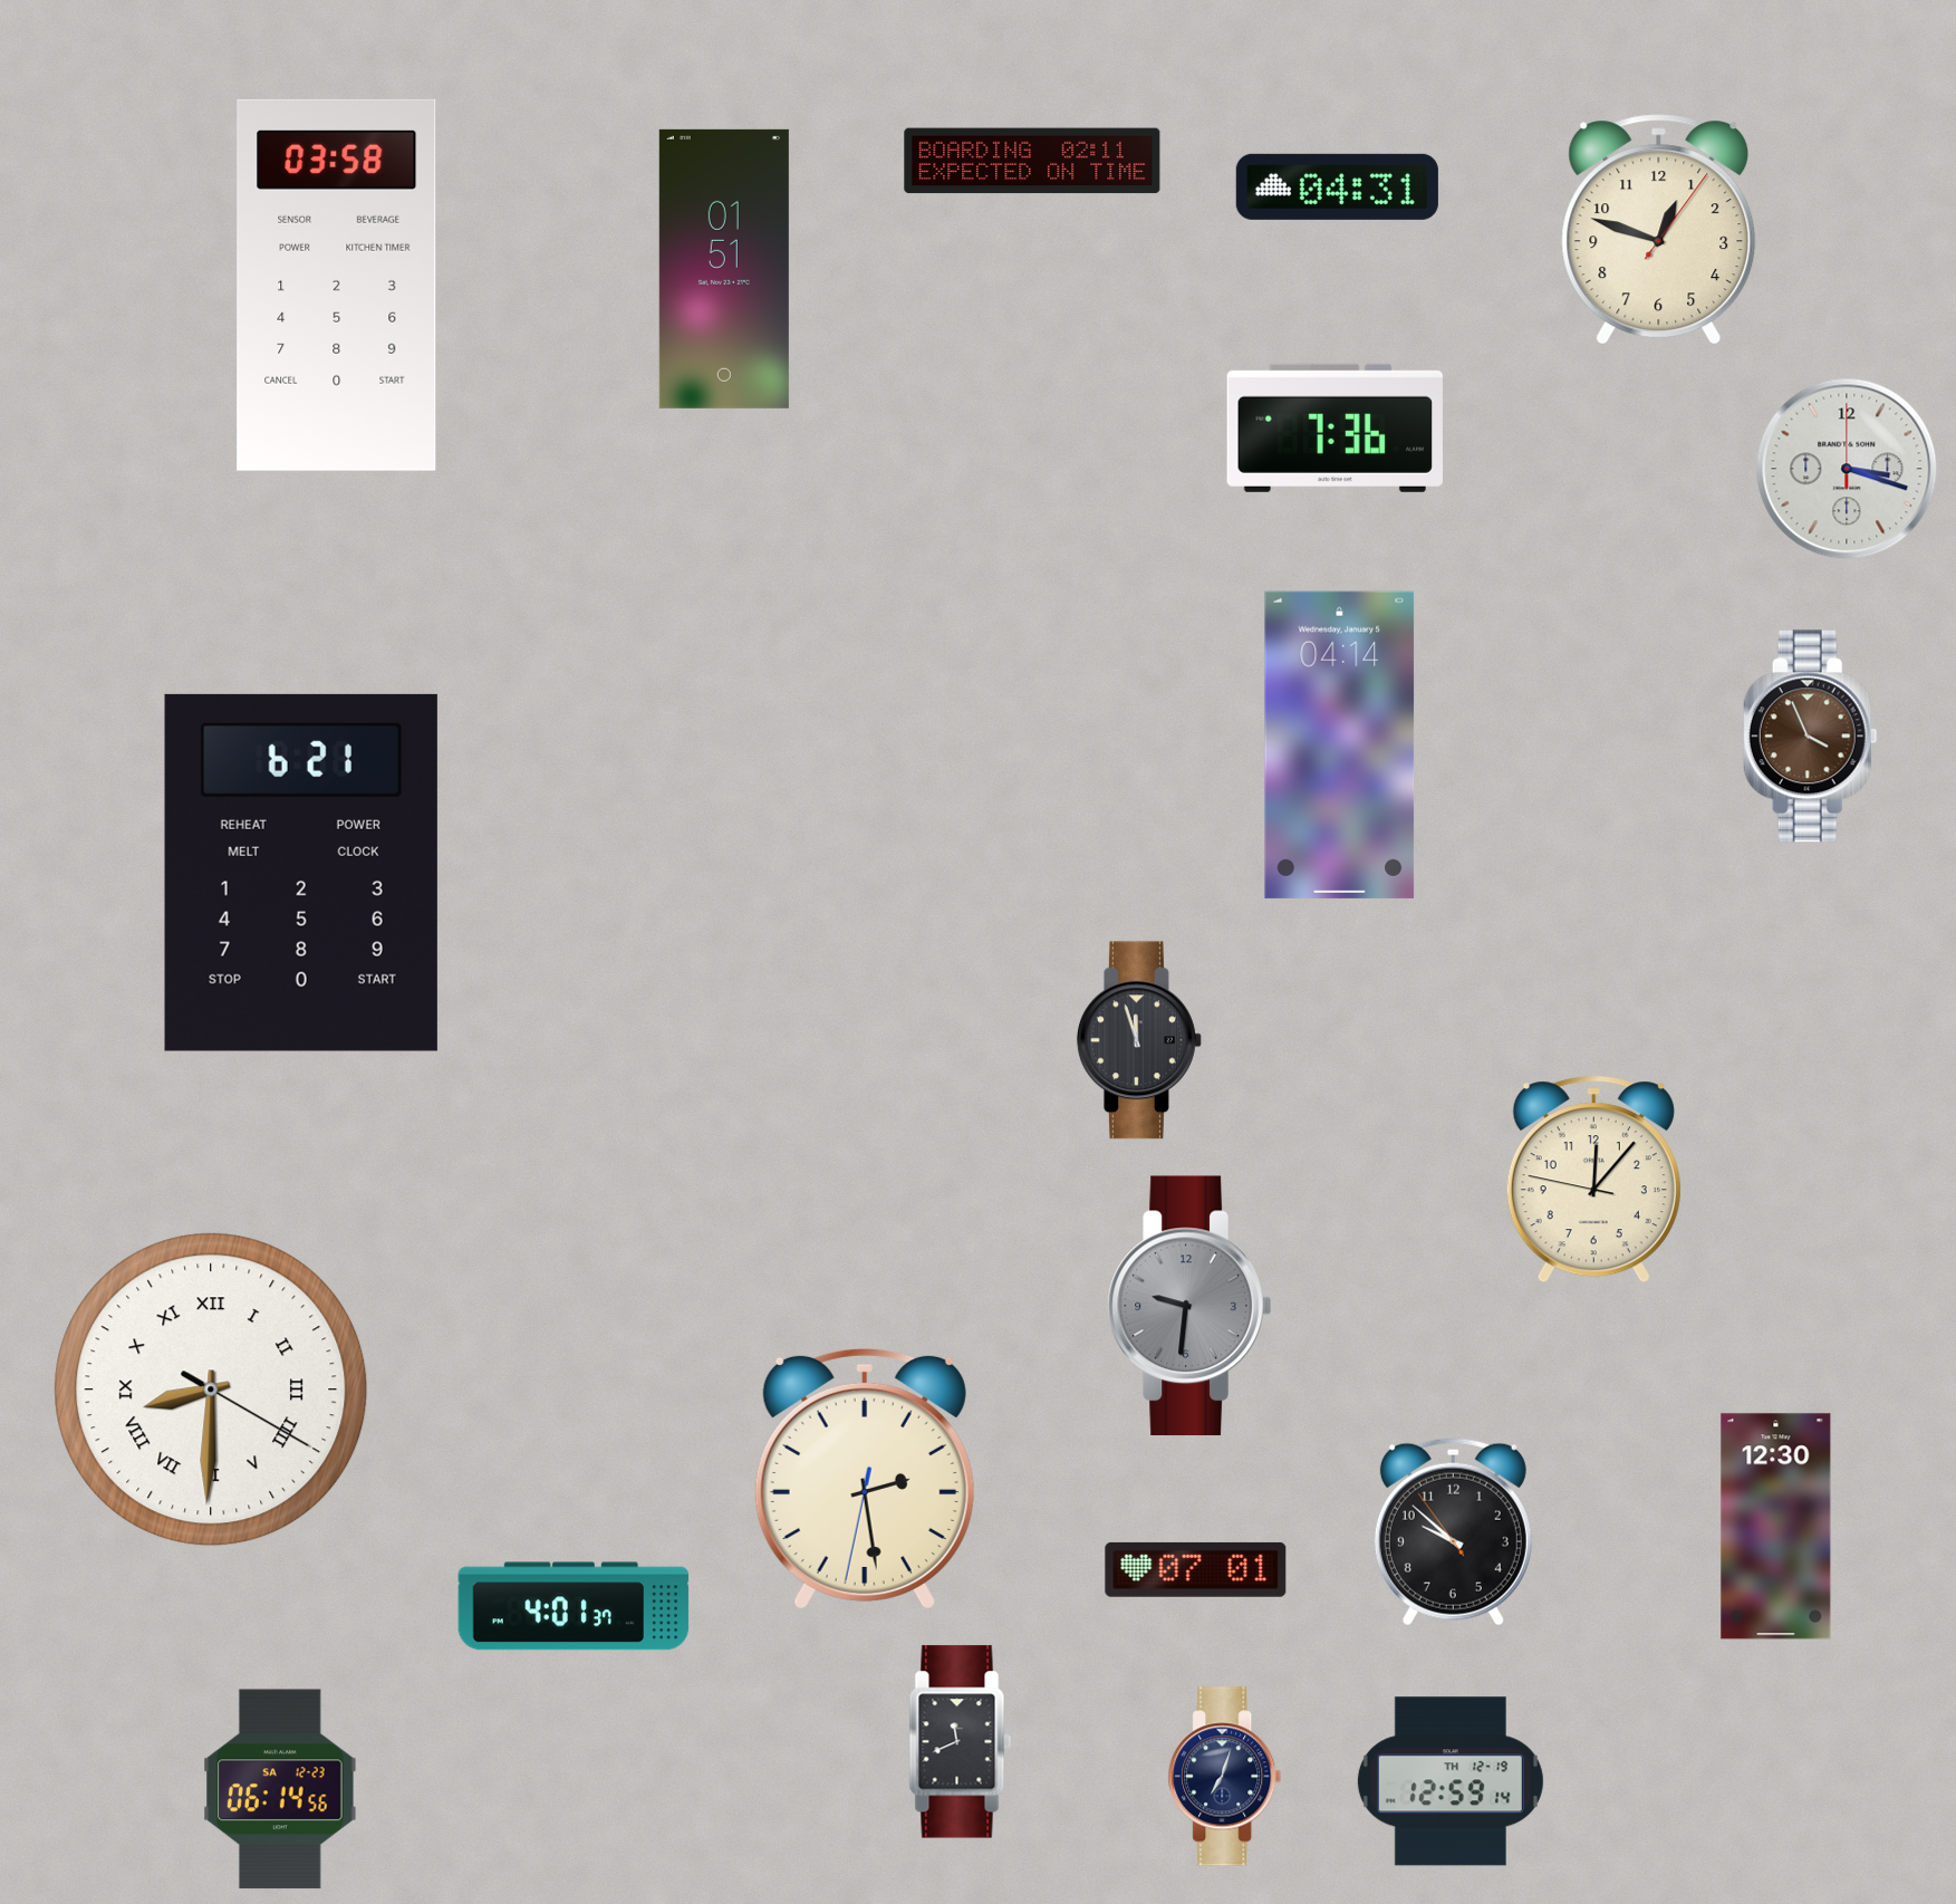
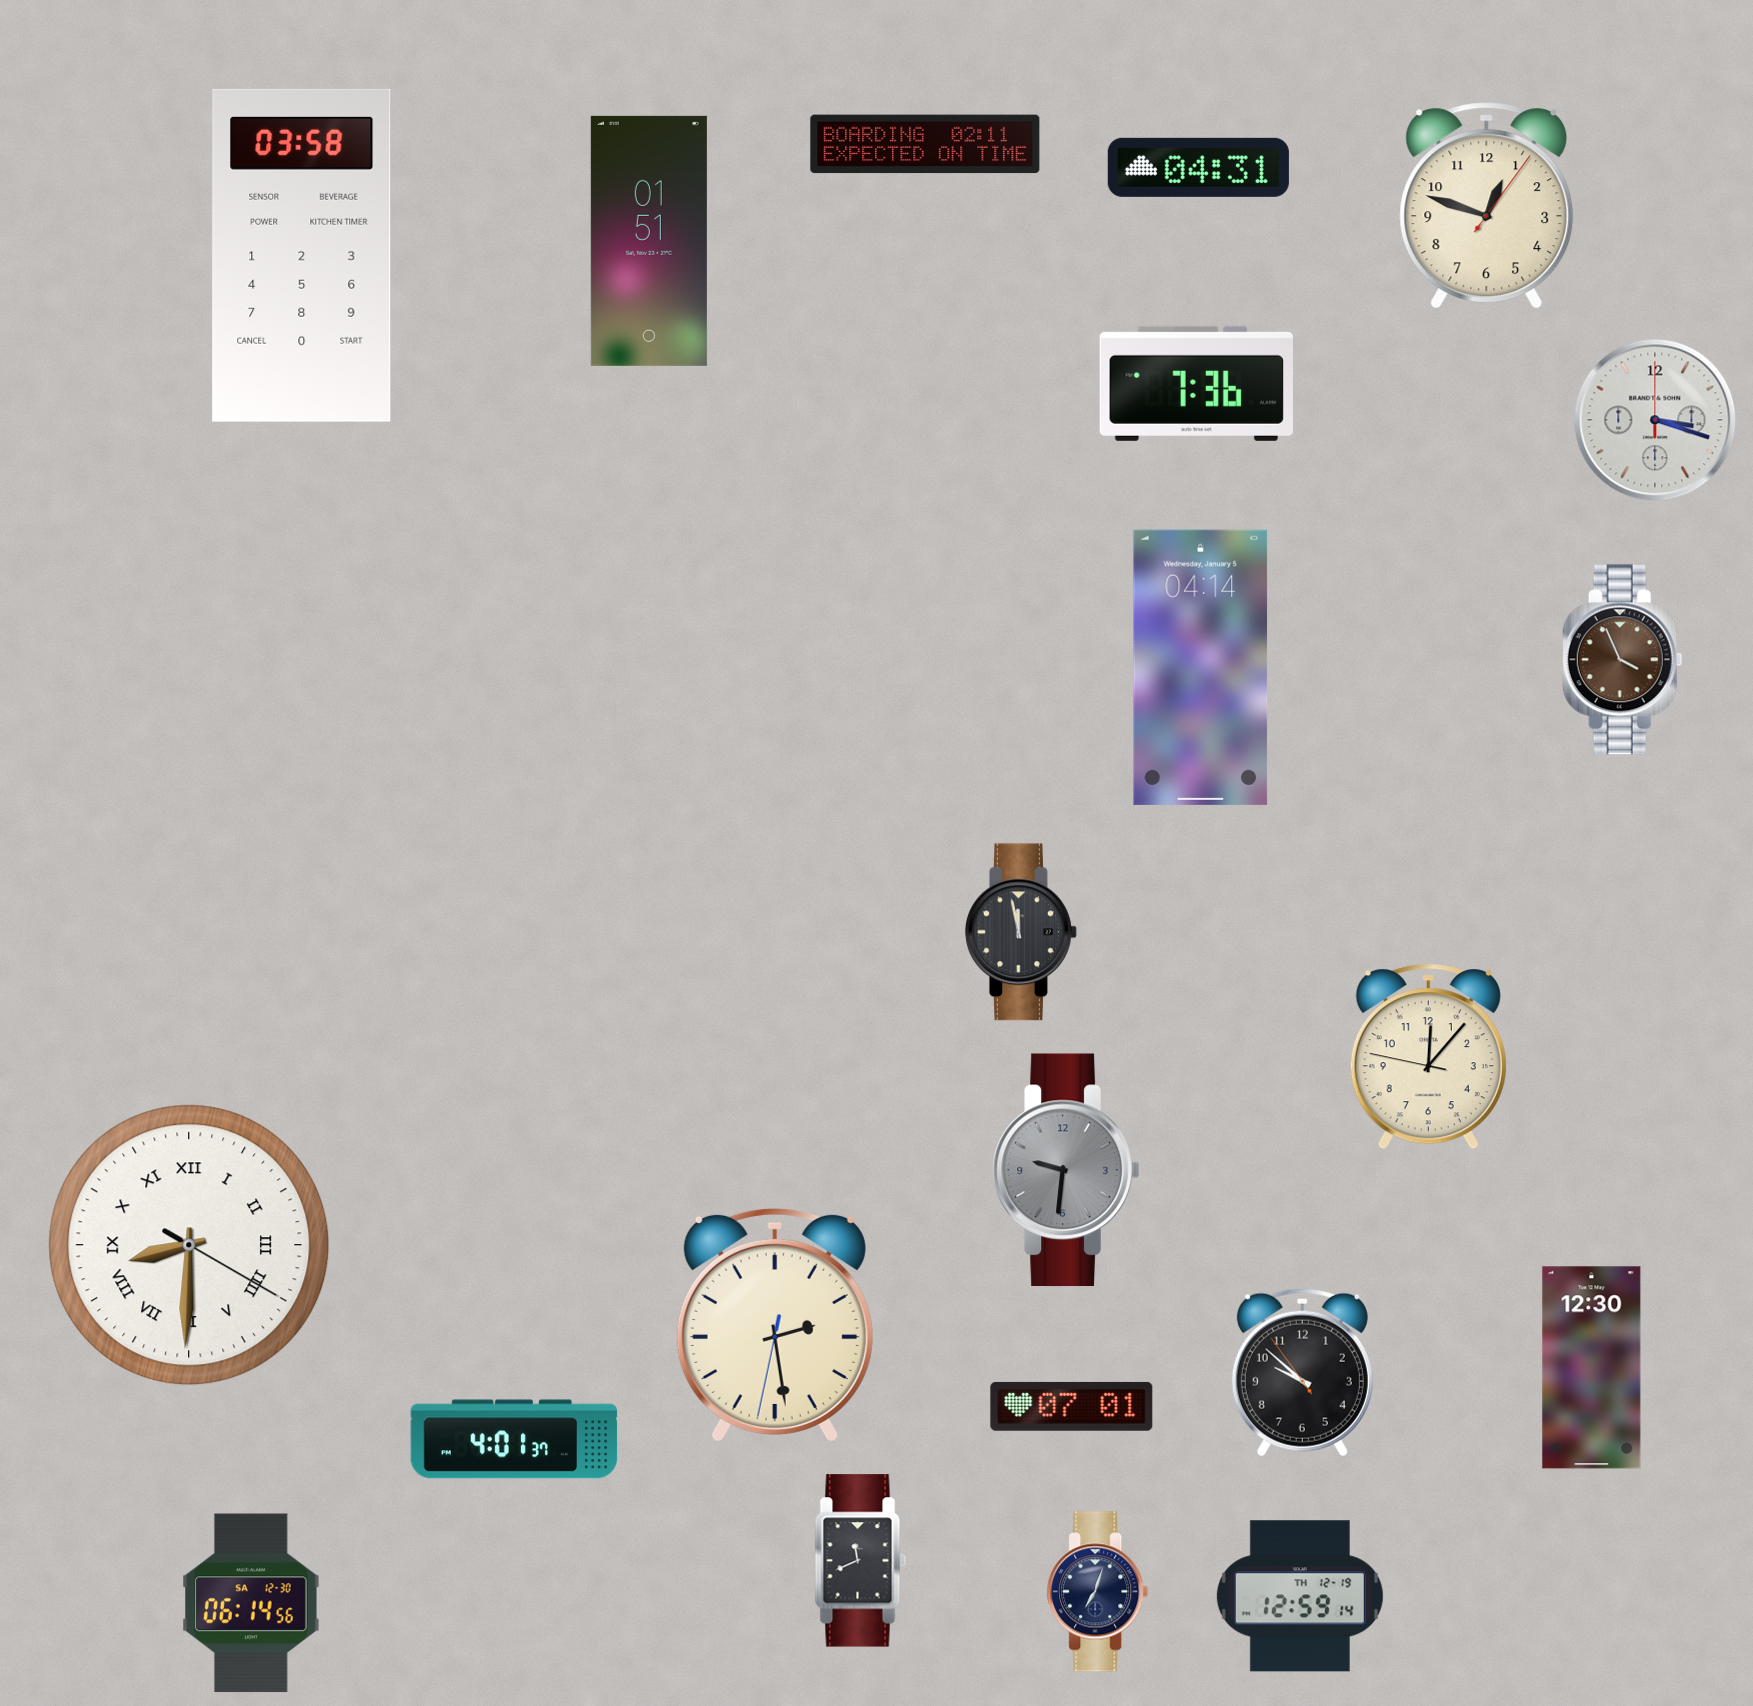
clock at (301, 873): 6:21 -> none
clock at (1139, 1040): 11:57 -> 11:58
clock at (280, 1789) date: SA 12-23 -> SA 12-30
